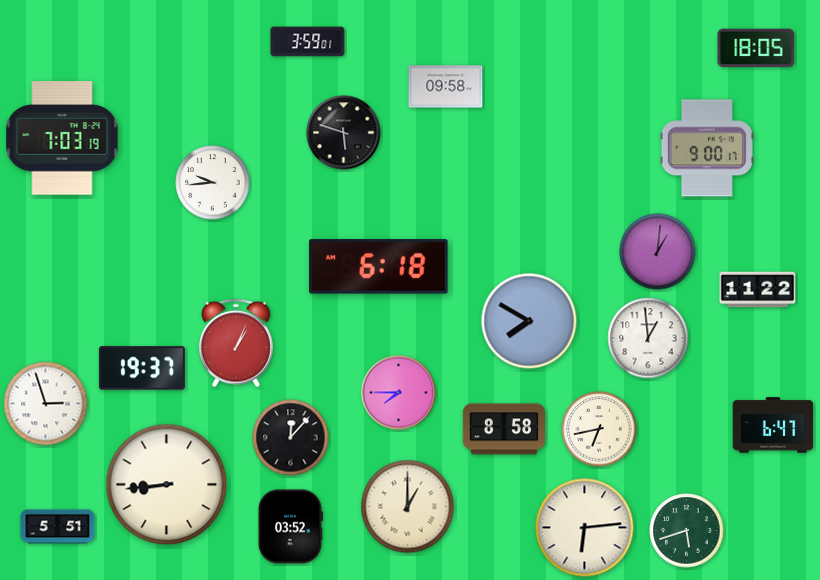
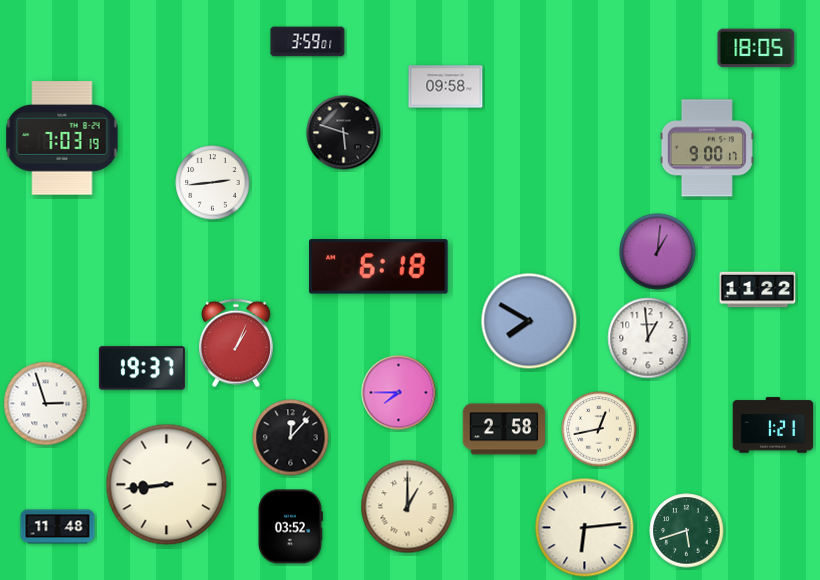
clock at (213, 183): 9:44 -> 2:44
clock at (773, 425): 6:47 -> 1:21
clock at (504, 429): 8:58 -> 2:58
clock at (599, 429): 6:43 -> 12:43
clock at (58, 527): 5:51 -> 11:48
